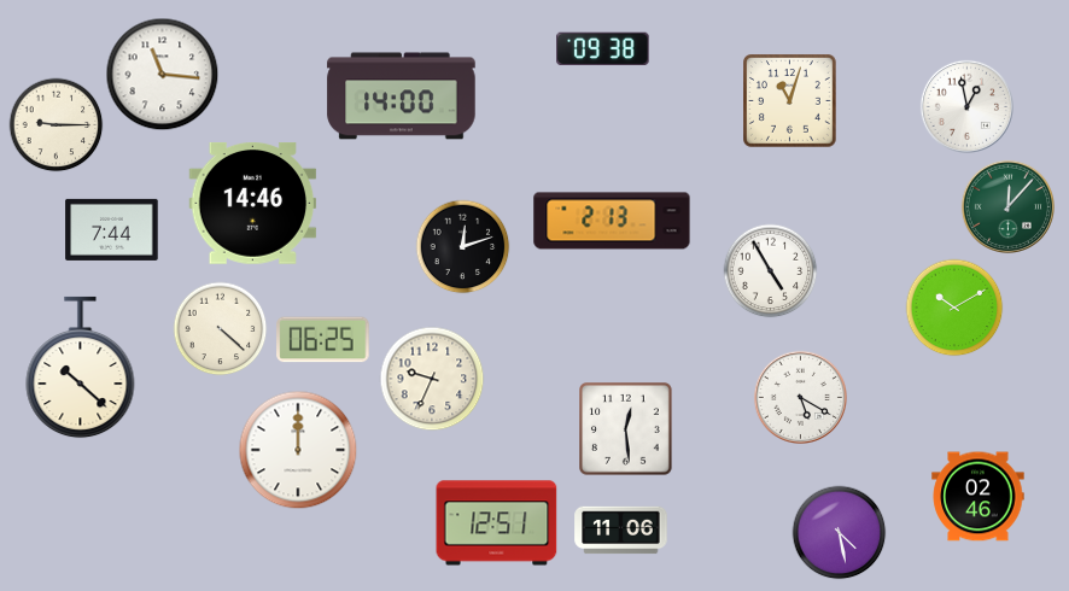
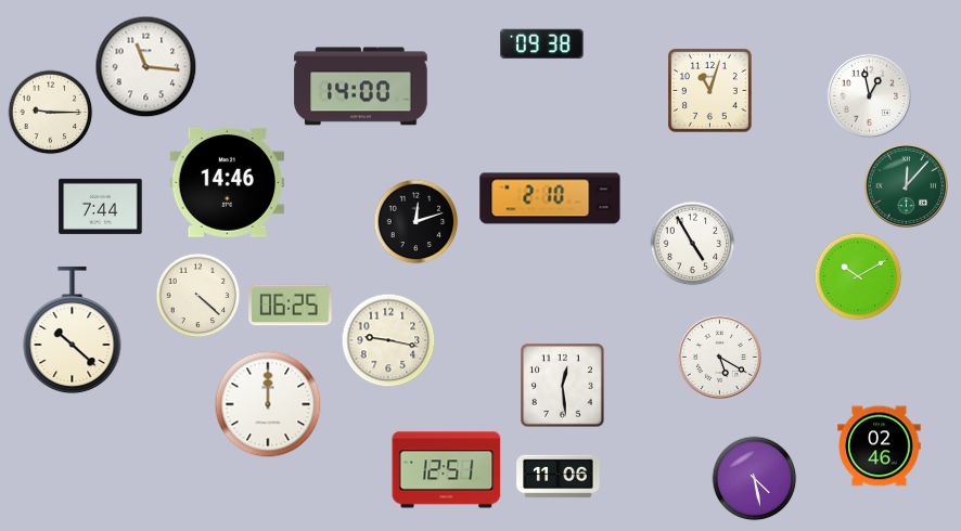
clock at (612, 221): 2:13 -> 2:10
clock at (432, 379): 9:34 -> 9:17
